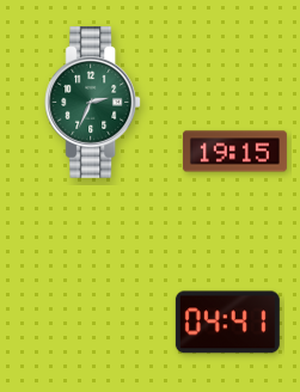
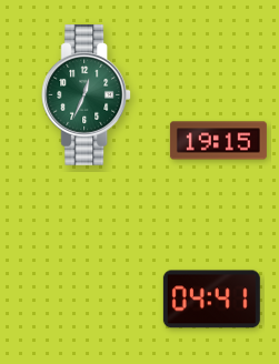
clock at (93, 103): 2:34 -> 12:34
